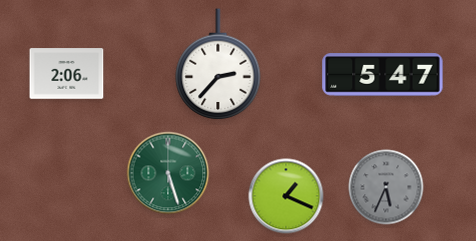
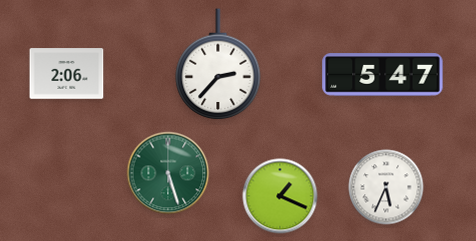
clock at (386, 187) dial: grey -> white
clock at (286, 196) position: (286, 196) -> (280, 196)
